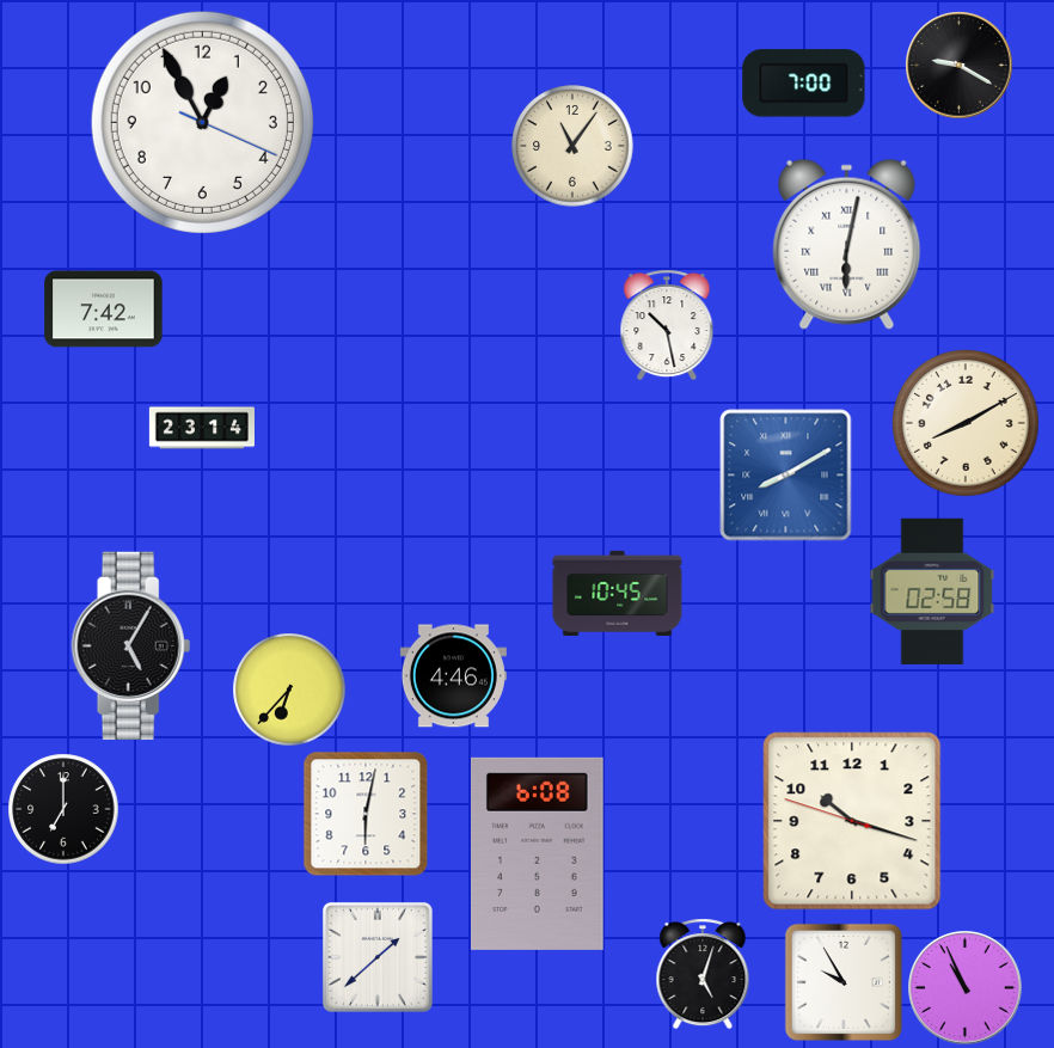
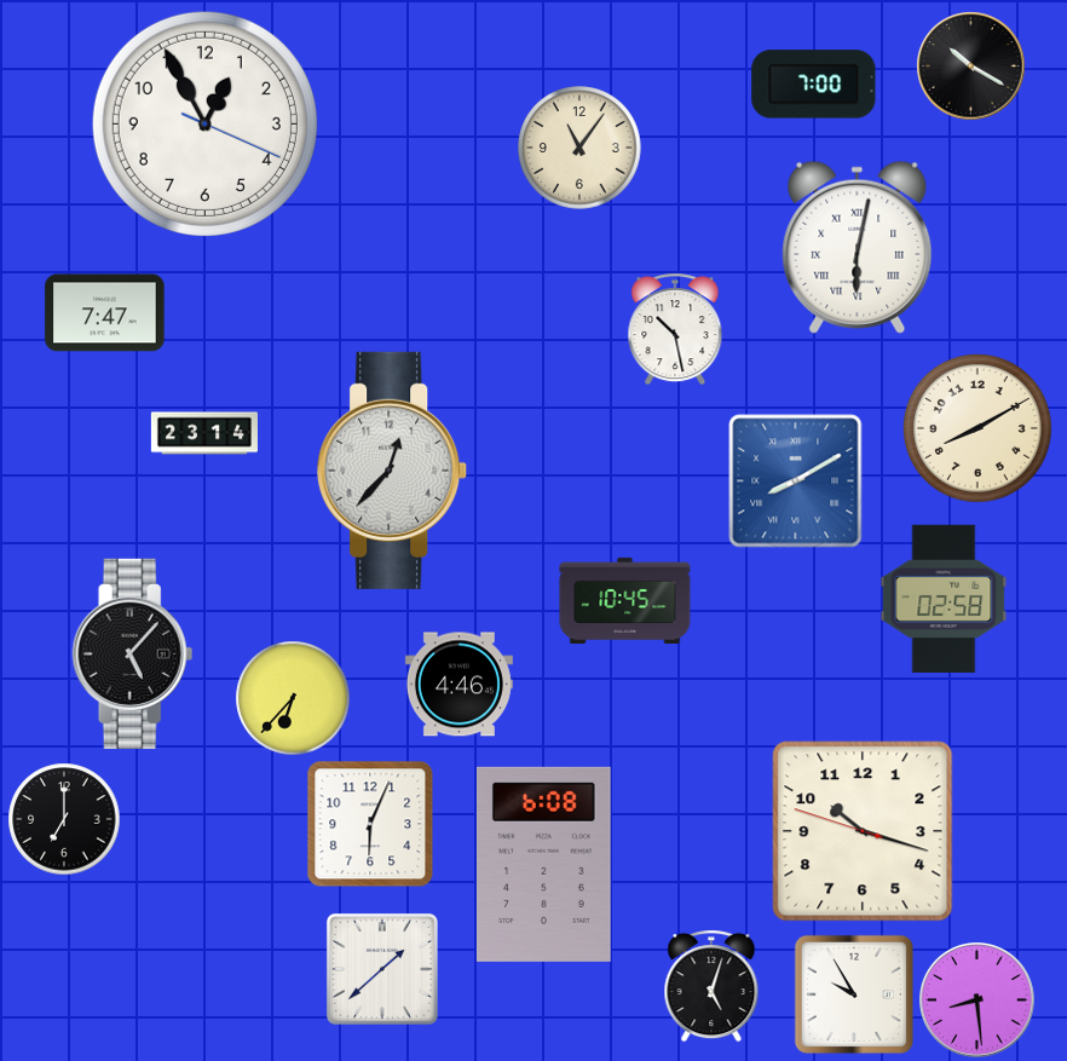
clock at (960, 66): 9:20 -> 10:20
clock at (104, 310): 7:42 -> 7:47
clock at (393, 471): none -> 12:37
clock at (131, 645): 5:05 -> 5:07
clock at (366, 814): 6:02 -> 6:04
clock at (966, 988): 10:56 -> 8:29
